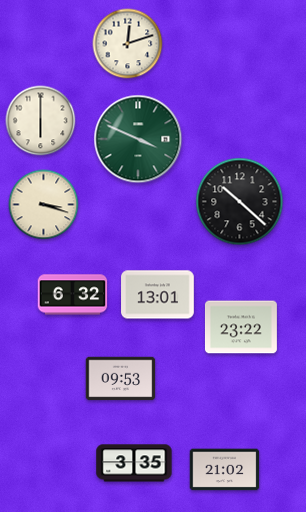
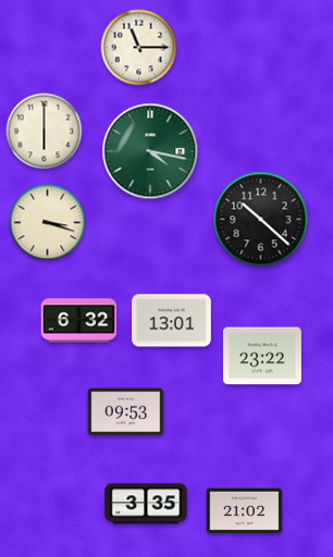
clock at (128, 44): 12:12 -> 11:15
clock at (138, 139): 3:49 -> 4:17
clock at (121, 379) position: (121, 379) -> (126, 412)
